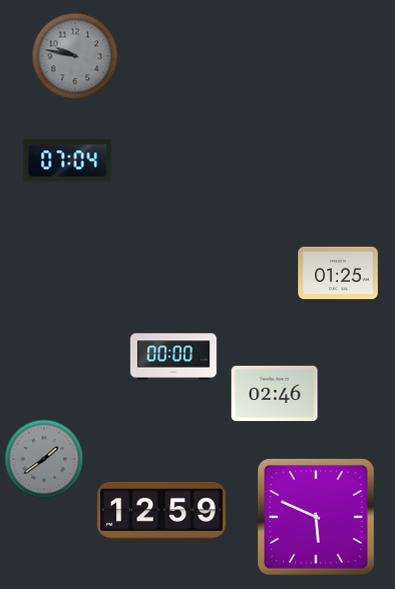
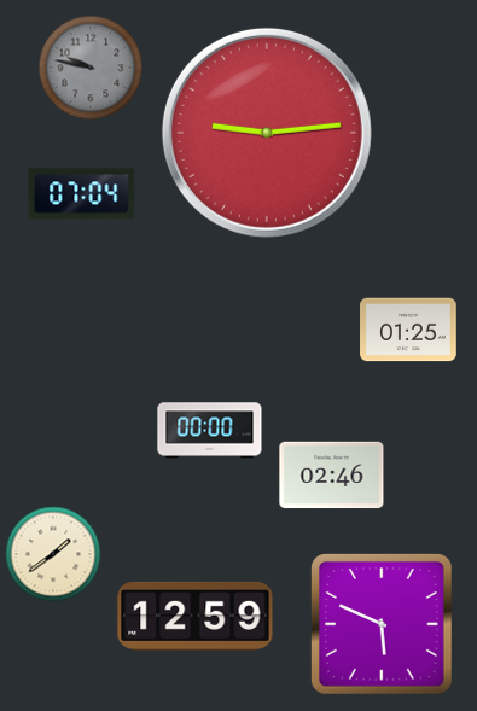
clock at (267, 133): none -> 9:14
clock at (44, 459) dial: grey -> cream
